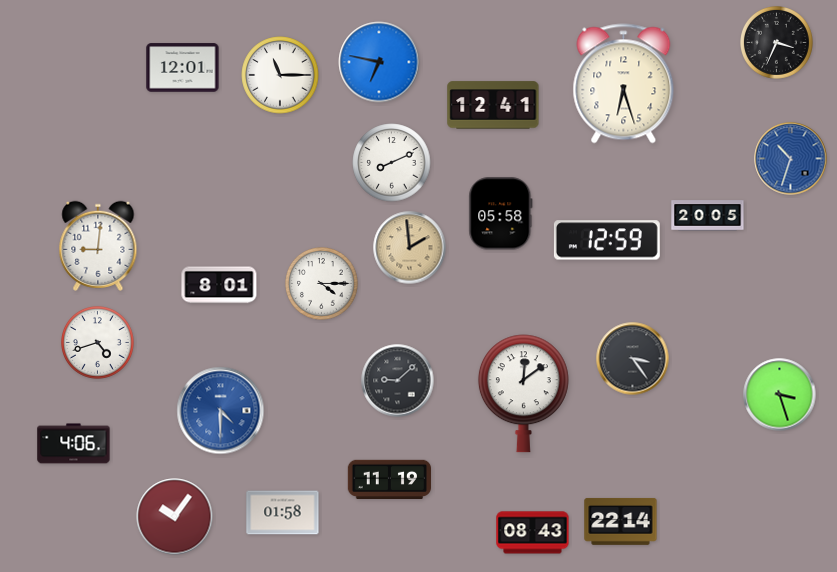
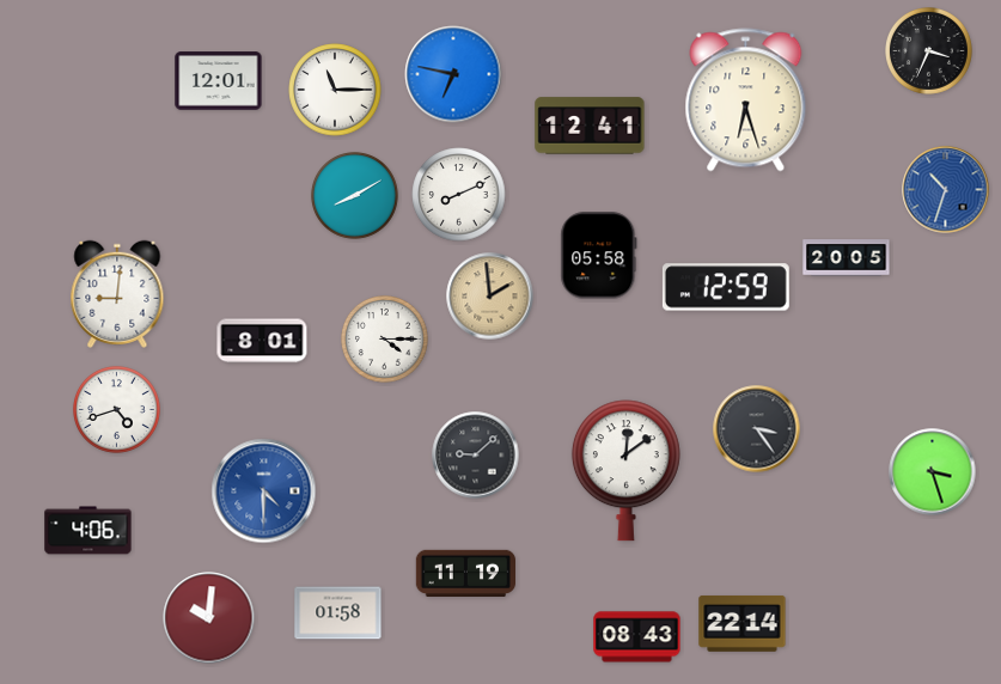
clock at (392, 163) position: (392, 163) -> (459, 195)
clock at (355, 196): none -> 8:10
clock at (175, 517): 10:06 -> 10:01
